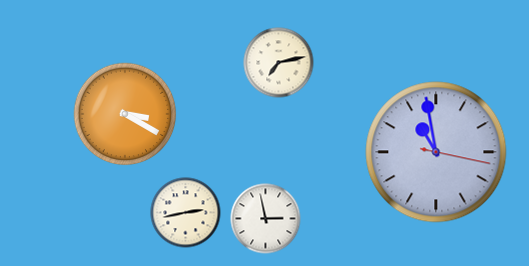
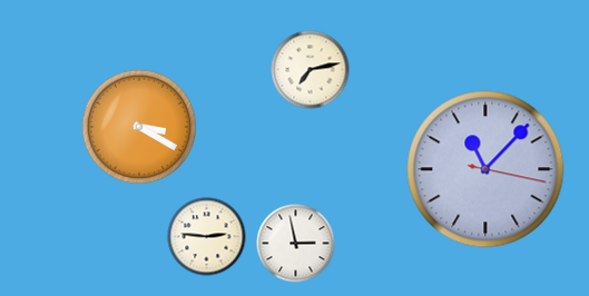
clock at (436, 152): 10:58 -> 11:07
clock at (186, 213): 2:43 -> 2:46
